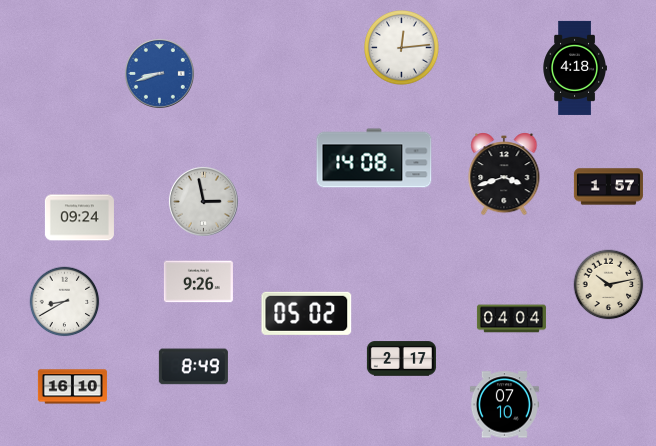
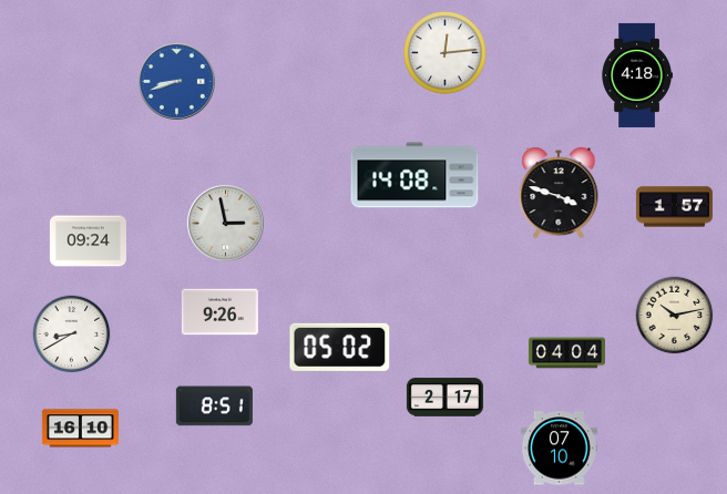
clock at (504, 174): 3:42 -> 3:48
clock at (193, 367): 8:49 -> 8:51
